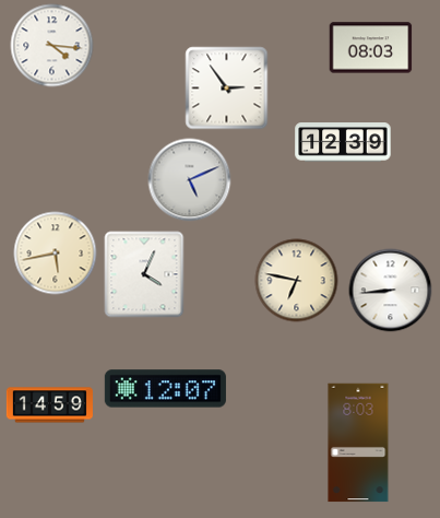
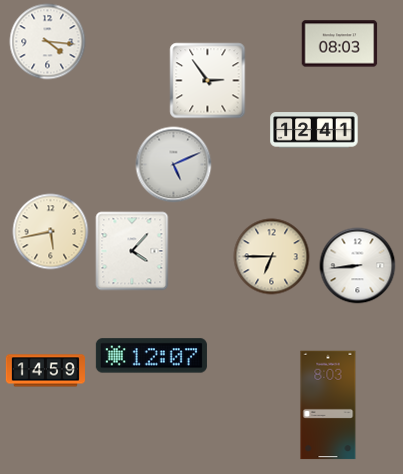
clock at (343, 142): 12:39 -> 12:41
clock at (144, 274): 4:04 -> 4:07
clock at (297, 281): 6:47 -> 6:45
